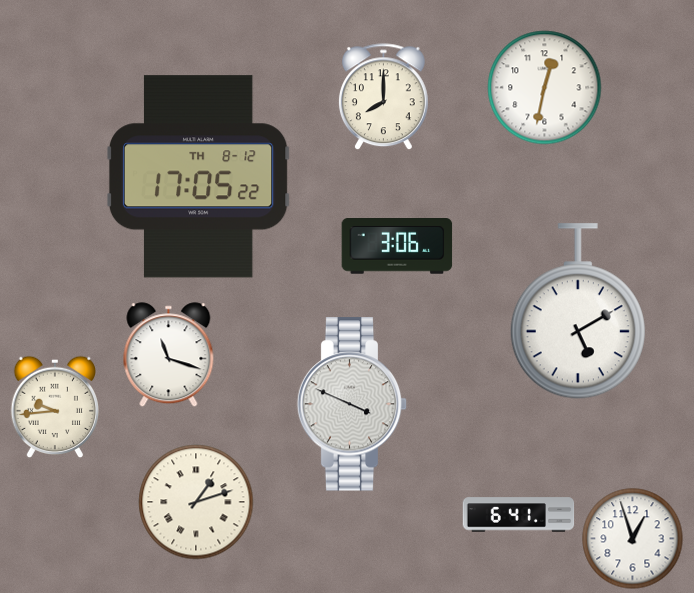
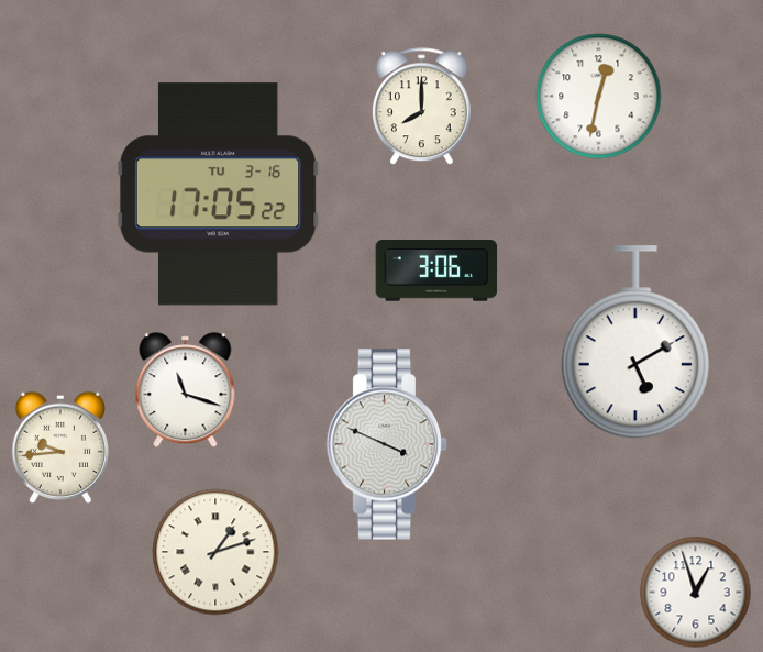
clock at (198, 177) date: TH 8-12 -> TU 3-16
clock at (519, 515): 6:41 -> none
